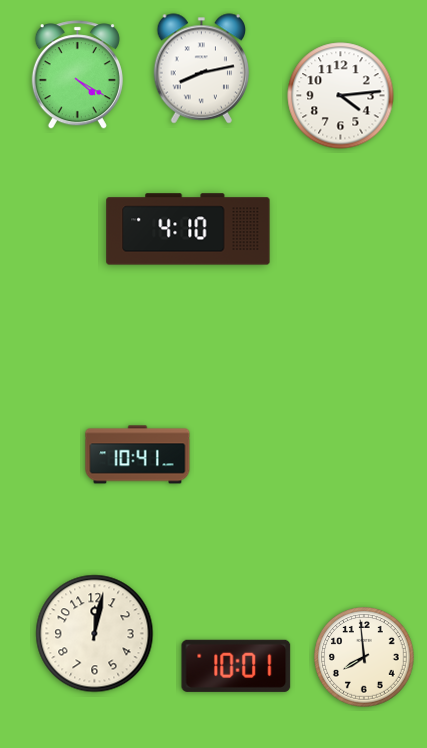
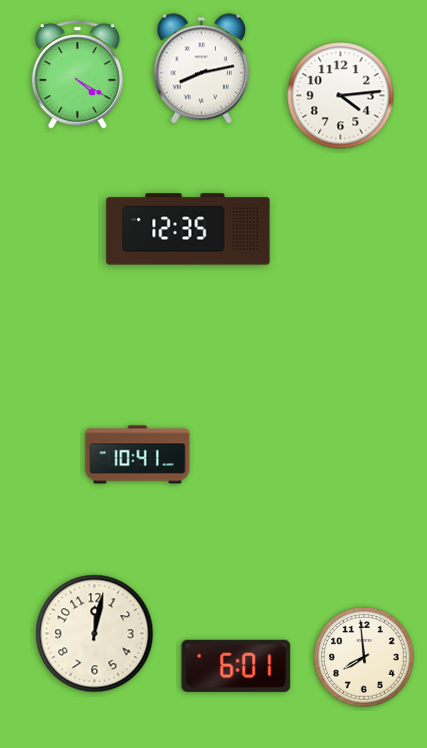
clock at (188, 229): 4:10 -> 12:35
clock at (236, 666): 10:01 -> 6:01
